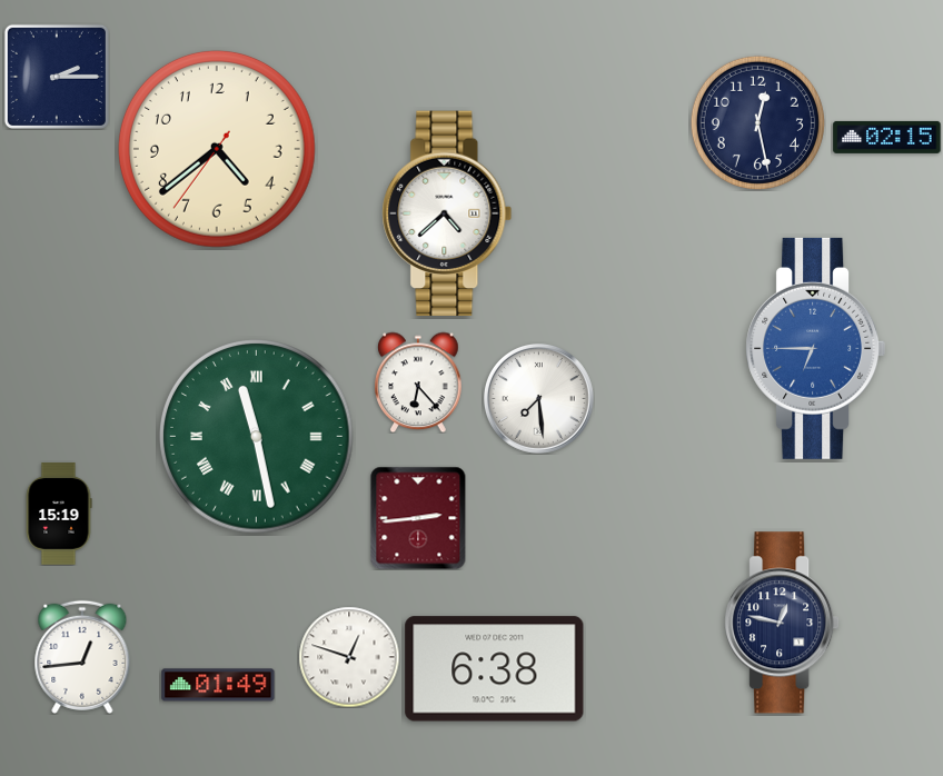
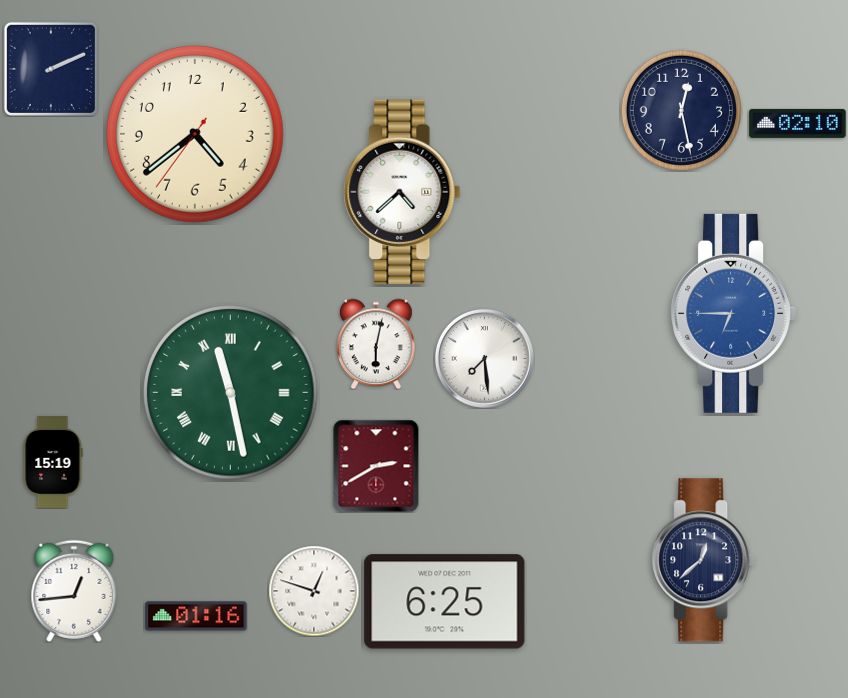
clock at (57, 77): 2:15 -> 2:11
clock at (887, 137): 02:15 -> 02:10
clock at (418, 382): 6:23 -> 6:02
clock at (418, 518): 2:44 -> 2:40
clock at (782, 623): 12:47 -> 12:38
clock at (495, 669): 6:38 -> 6:25
clock at (218, 685): 01:49 -> 01:16
